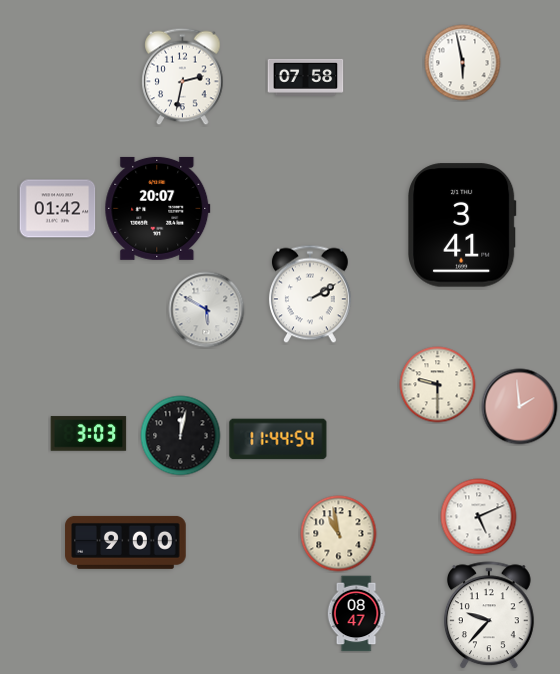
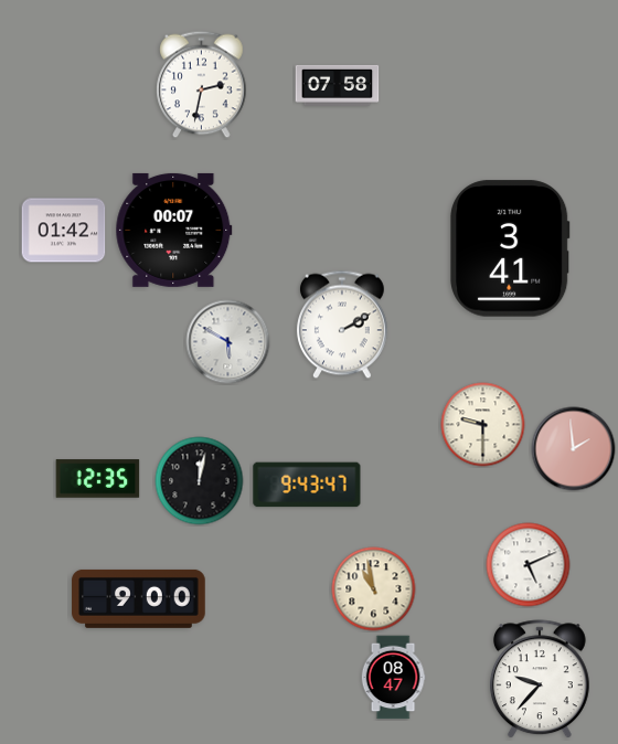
clock at (463, 63): 5:58 -> none
clock at (158, 208): 20:07 -> 00:07
clock at (89, 434): 3:03 -> 12:35
clock at (278, 439): 11:44 -> 9:43
clock at (479, 517) position: (479, 517) -> (529, 565)
